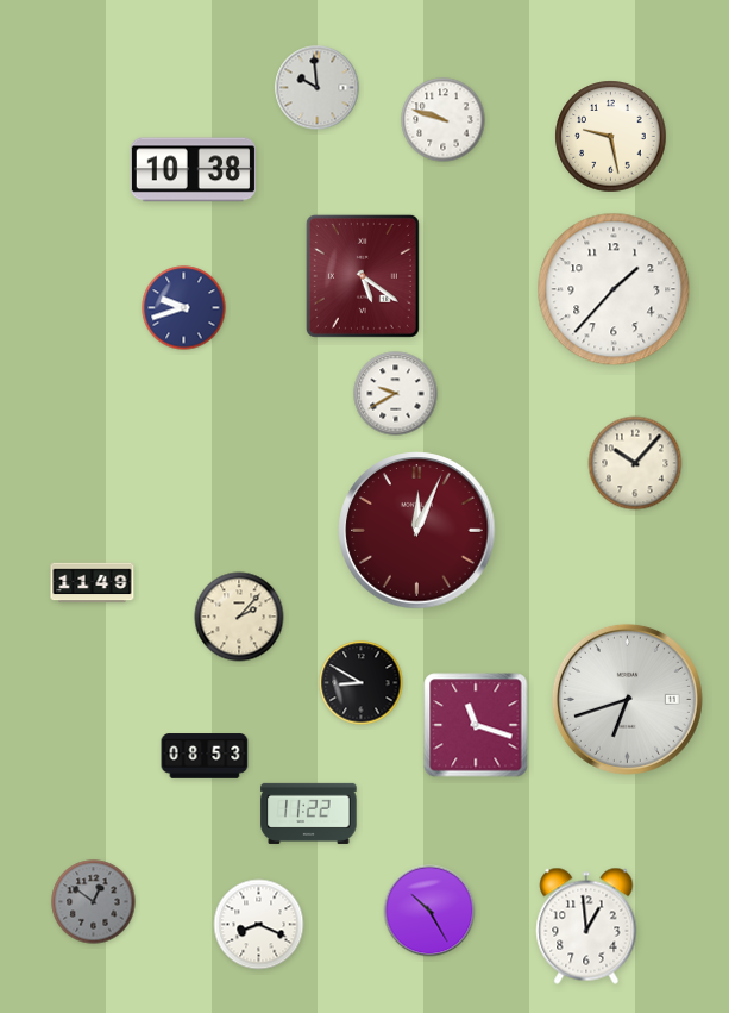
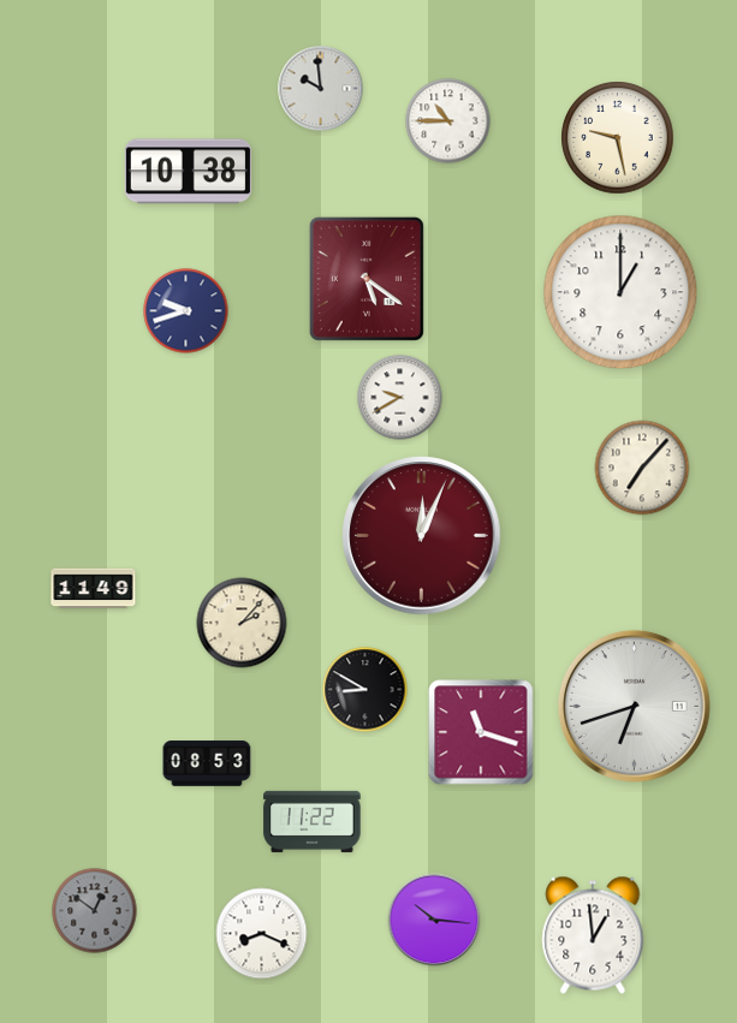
clock at (444, 120): 9:48 -> 10:45
clock at (193, 170) position: (193, 170) -> (188, 172)
clock at (614, 289): 1:37 -> 1:00
clock at (635, 463): 10:07 -> 7:07
clock at (429, 911): 10:25 -> 10:16
